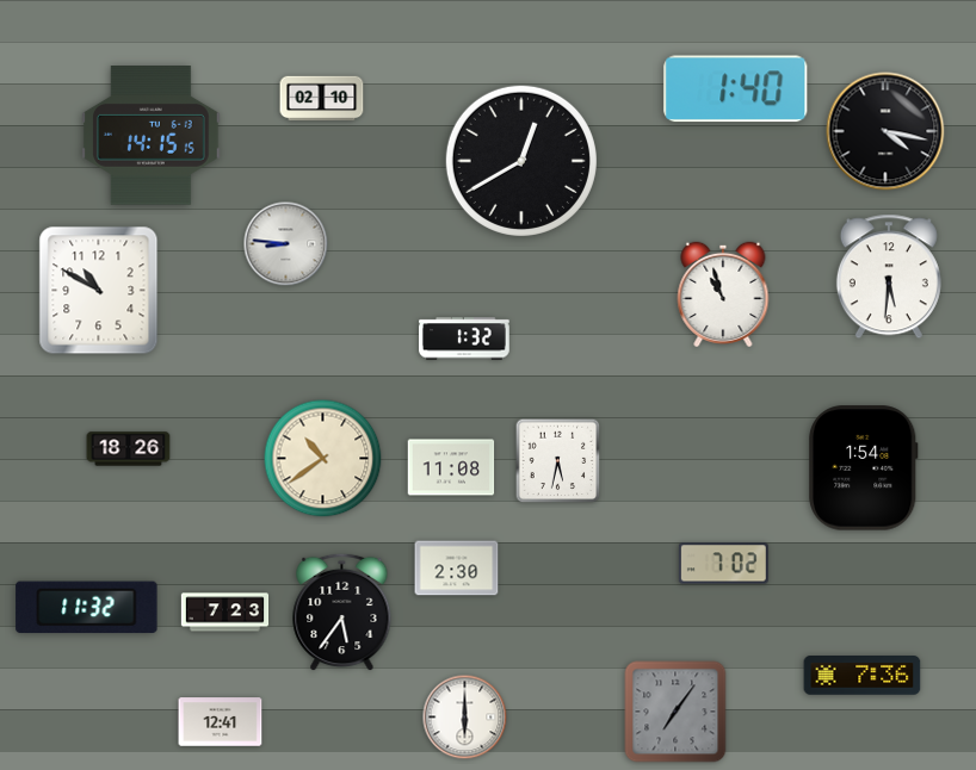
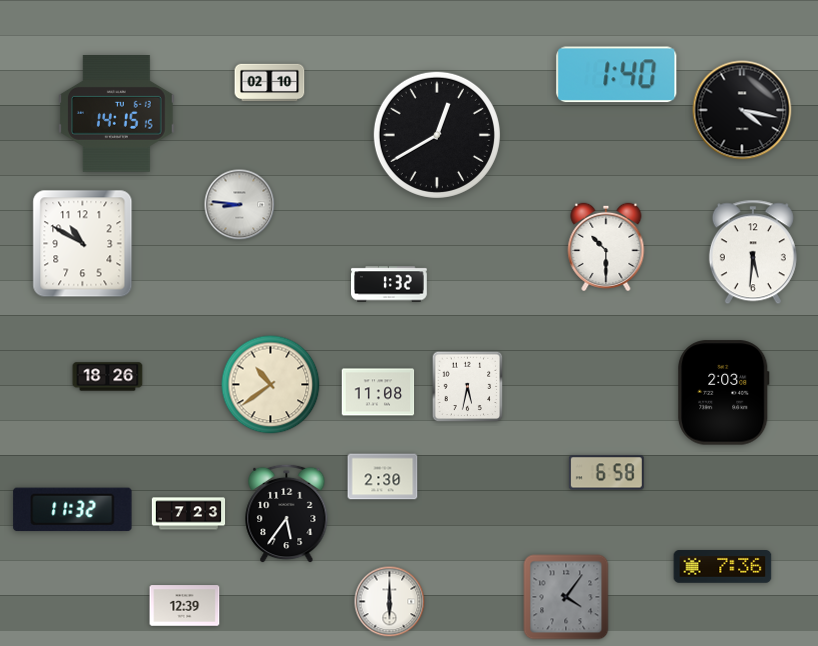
clock at (152, 136) position: (152, 136) -> (117, 114)
clock at (889, 277) position: (889, 277) -> (753, 252)
clock at (723, 293): 10:57 -> 10:30
clock at (864, 468): 1:54 -> 2:03
clock at (723, 564): 7:02 -> 6:58
clock at (675, 712): 7:06 -> 4:06
clock at (221, 722): 12:41 -> 12:39
